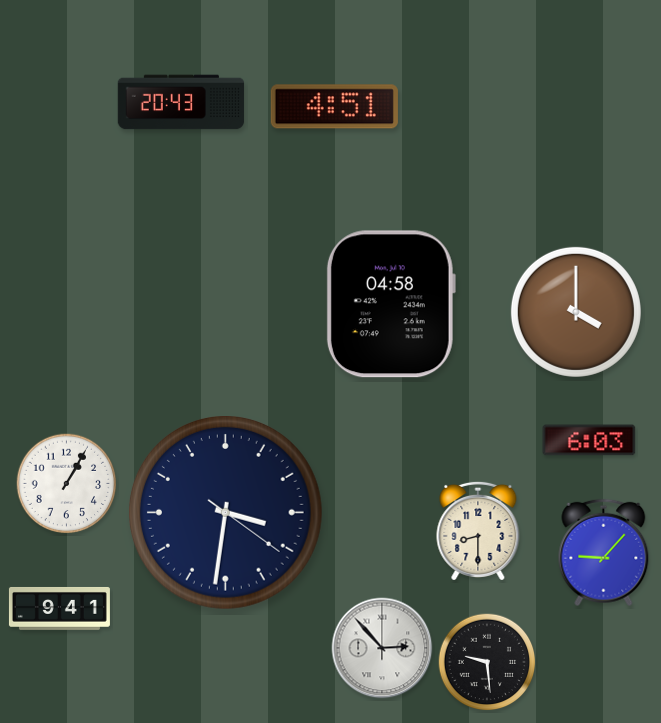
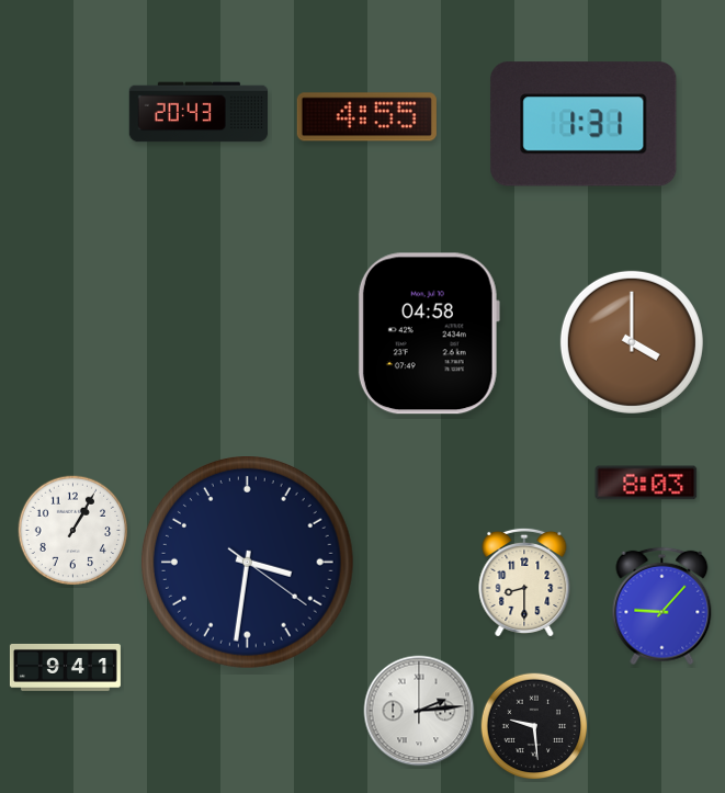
clock at (334, 107): 4:51 -> 4:55
clock at (584, 124): none -> 1:31
clock at (589, 440): 6:03 -> 8:03
clock at (382, 648): 2:53 -> 2:14
